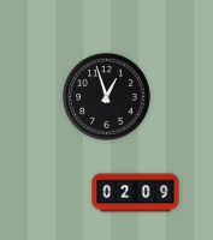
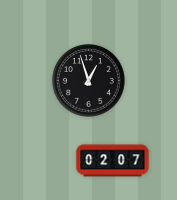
clock at (136, 193): 02:09 -> 02:07
